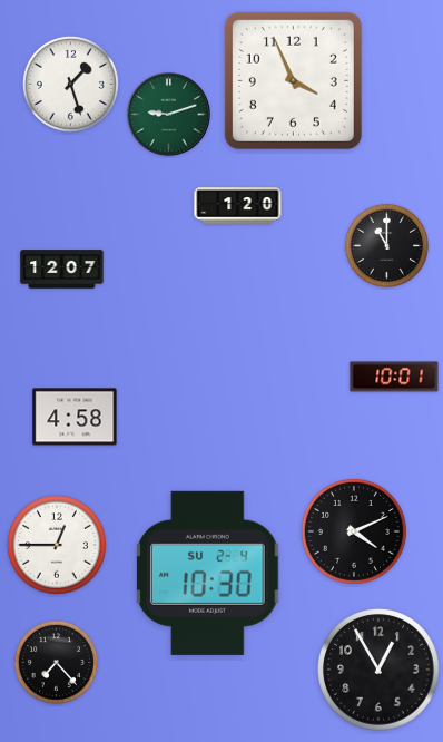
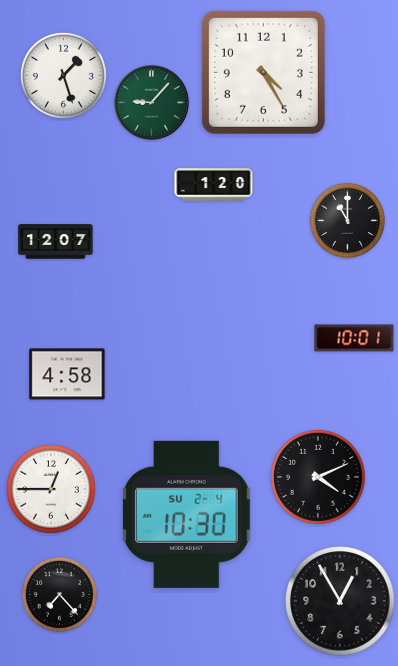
clock at (293, 80): 3:56 -> 4:25
clock at (169, 115): 9:12 -> 9:07
clock at (56, 662) position: (56, 662) -> (59, 594)
